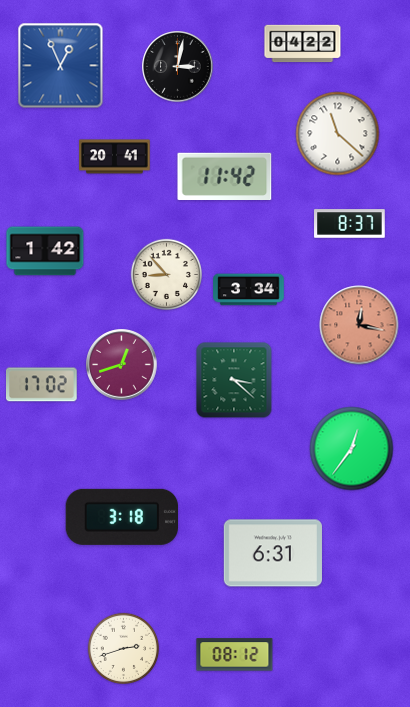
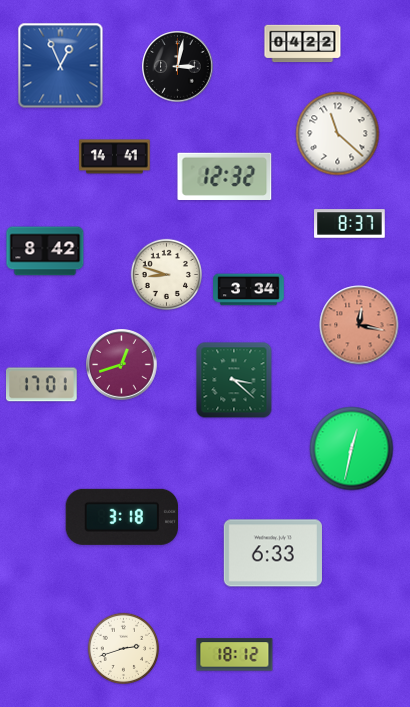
clock at (115, 157): 20:41 -> 14:41
clock at (225, 176): 11:42 -> 12:32
clock at (45, 251): 1:42 -> 8:42
clock at (166, 274): 8:53 -> 8:48
clock at (42, 385): 17:02 -> 17:01
clock at (352, 449): 12:36 -> 12:32
clock at (273, 553): 6:31 -> 6:33
clock at (235, 655): 08:12 -> 18:12
